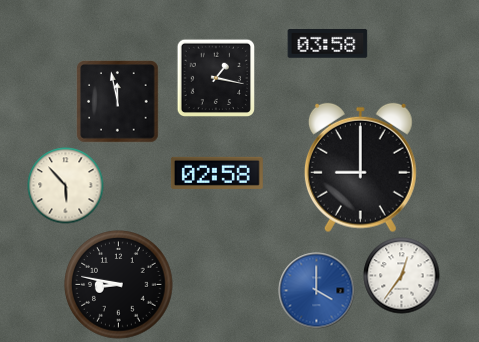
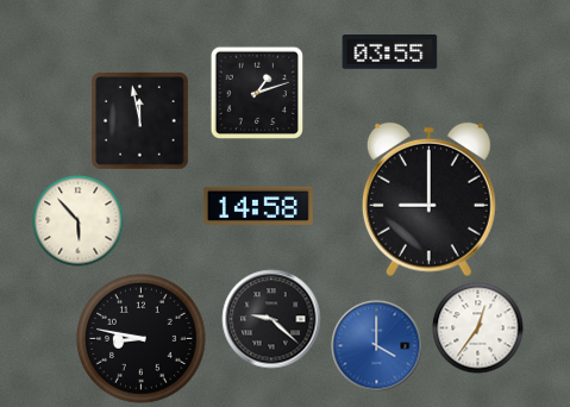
clock at (328, 44): 03:58 -> 03:55
clock at (215, 77): 1:17 -> 1:12
clock at (217, 173): 02:58 -> 14:58
clock at (271, 319): none -> 9:22
